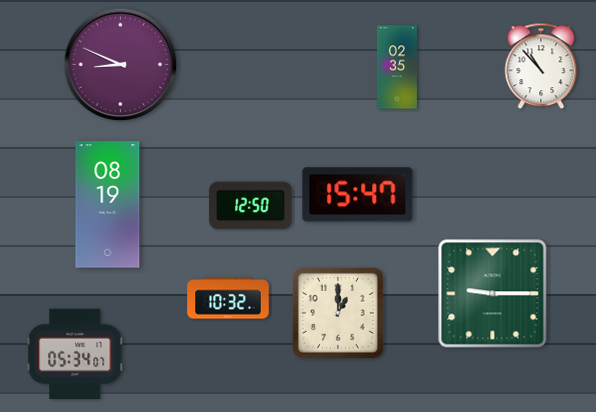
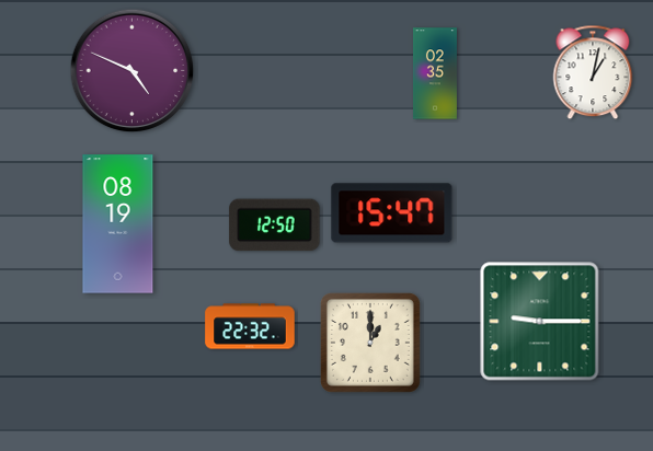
clock at (121, 65): 8:49 -> 4:49
clock at (541, 66): 10:53 -> 1:02
clock at (228, 298): 10:32 -> 22:32
clock at (75, 353): 05:34 -> none
